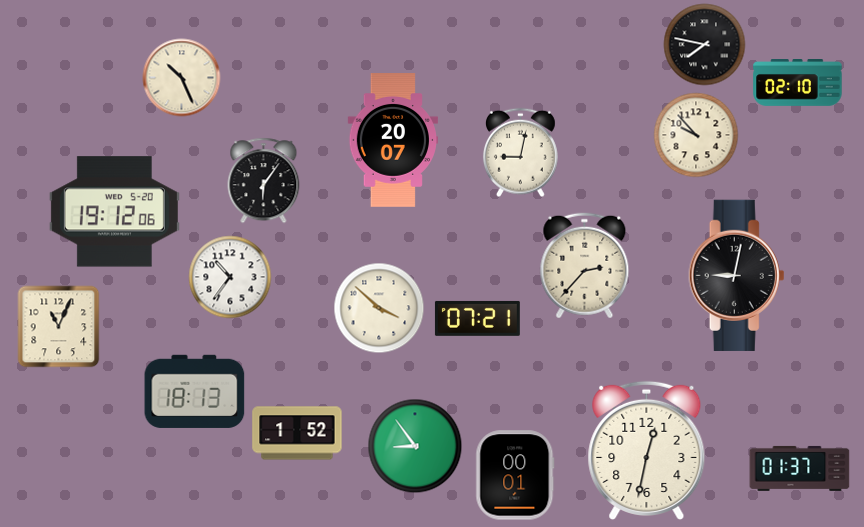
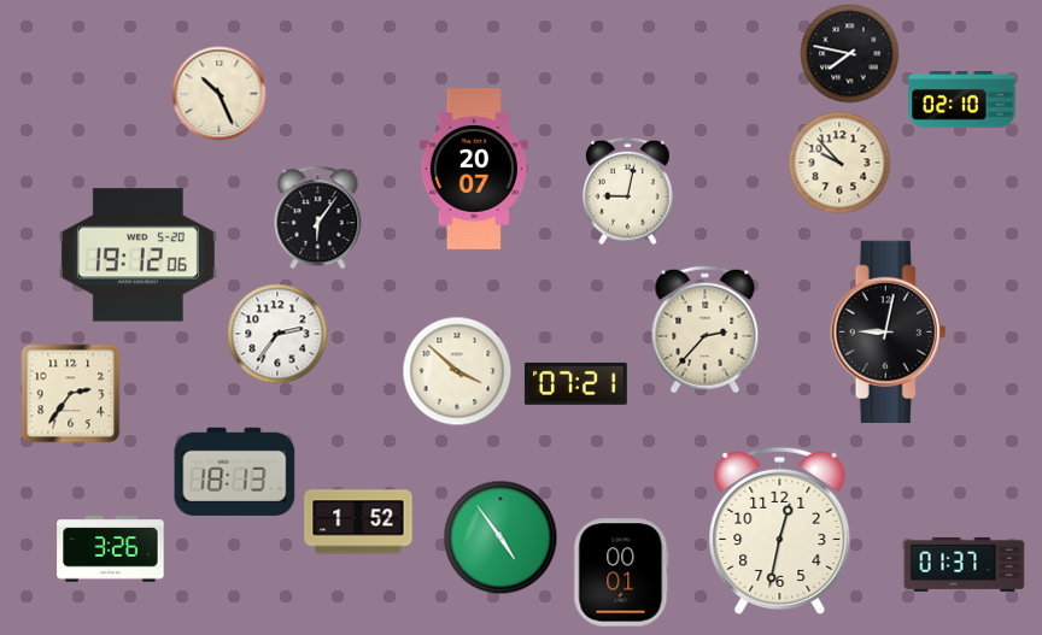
clock at (520, 153) position: (520, 153) -> (627, 192)
clock at (585, 266) position: (585, 266) -> (706, 330)
clock at (230, 277): 10:36 -> 2:36
clock at (59, 327): 11:04 -> 2:36
clock at (415, 446): 8:54 -> 4:54
clock at (647, 450) position: (647, 450) -> (780, 530)
clock at (111, 549): none -> 3:26
